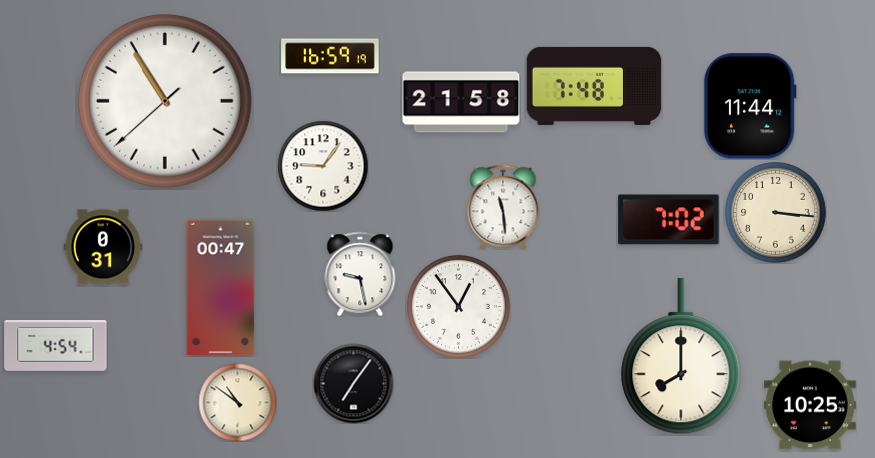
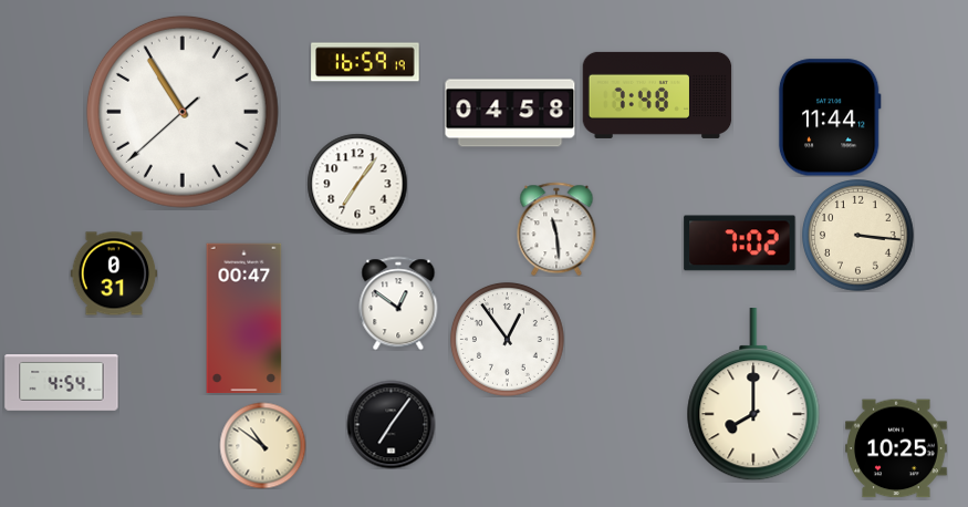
clock at (461, 102): 21:58 -> 04:58
clock at (323, 166): 9:06 -> 7:06
clock at (360, 274): 9:28 -> 12:51
